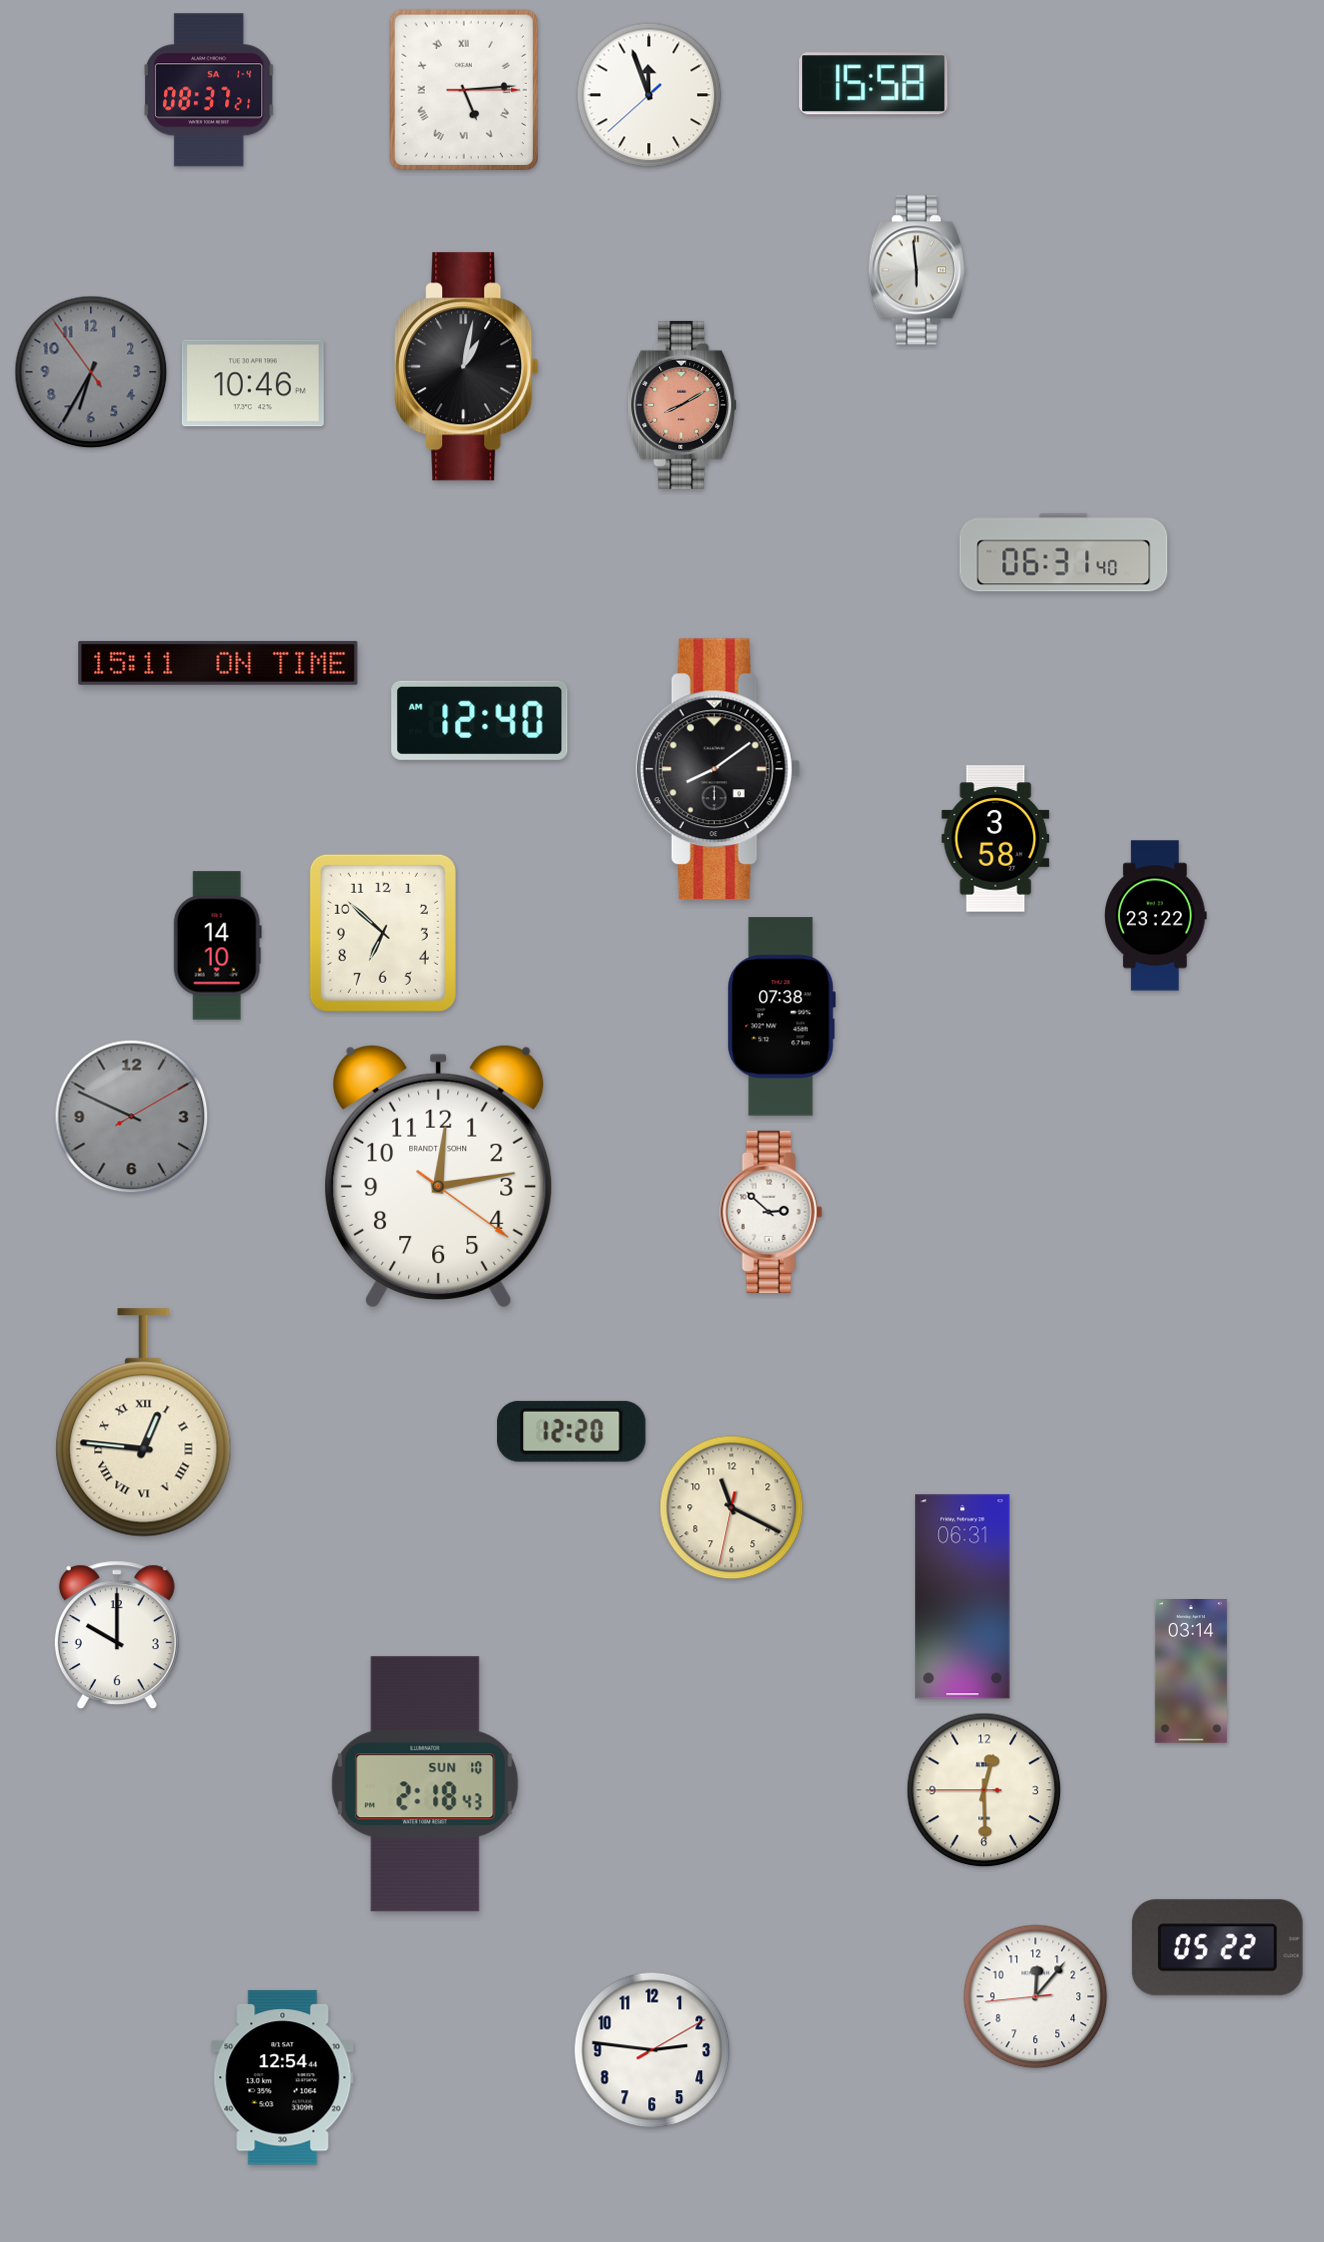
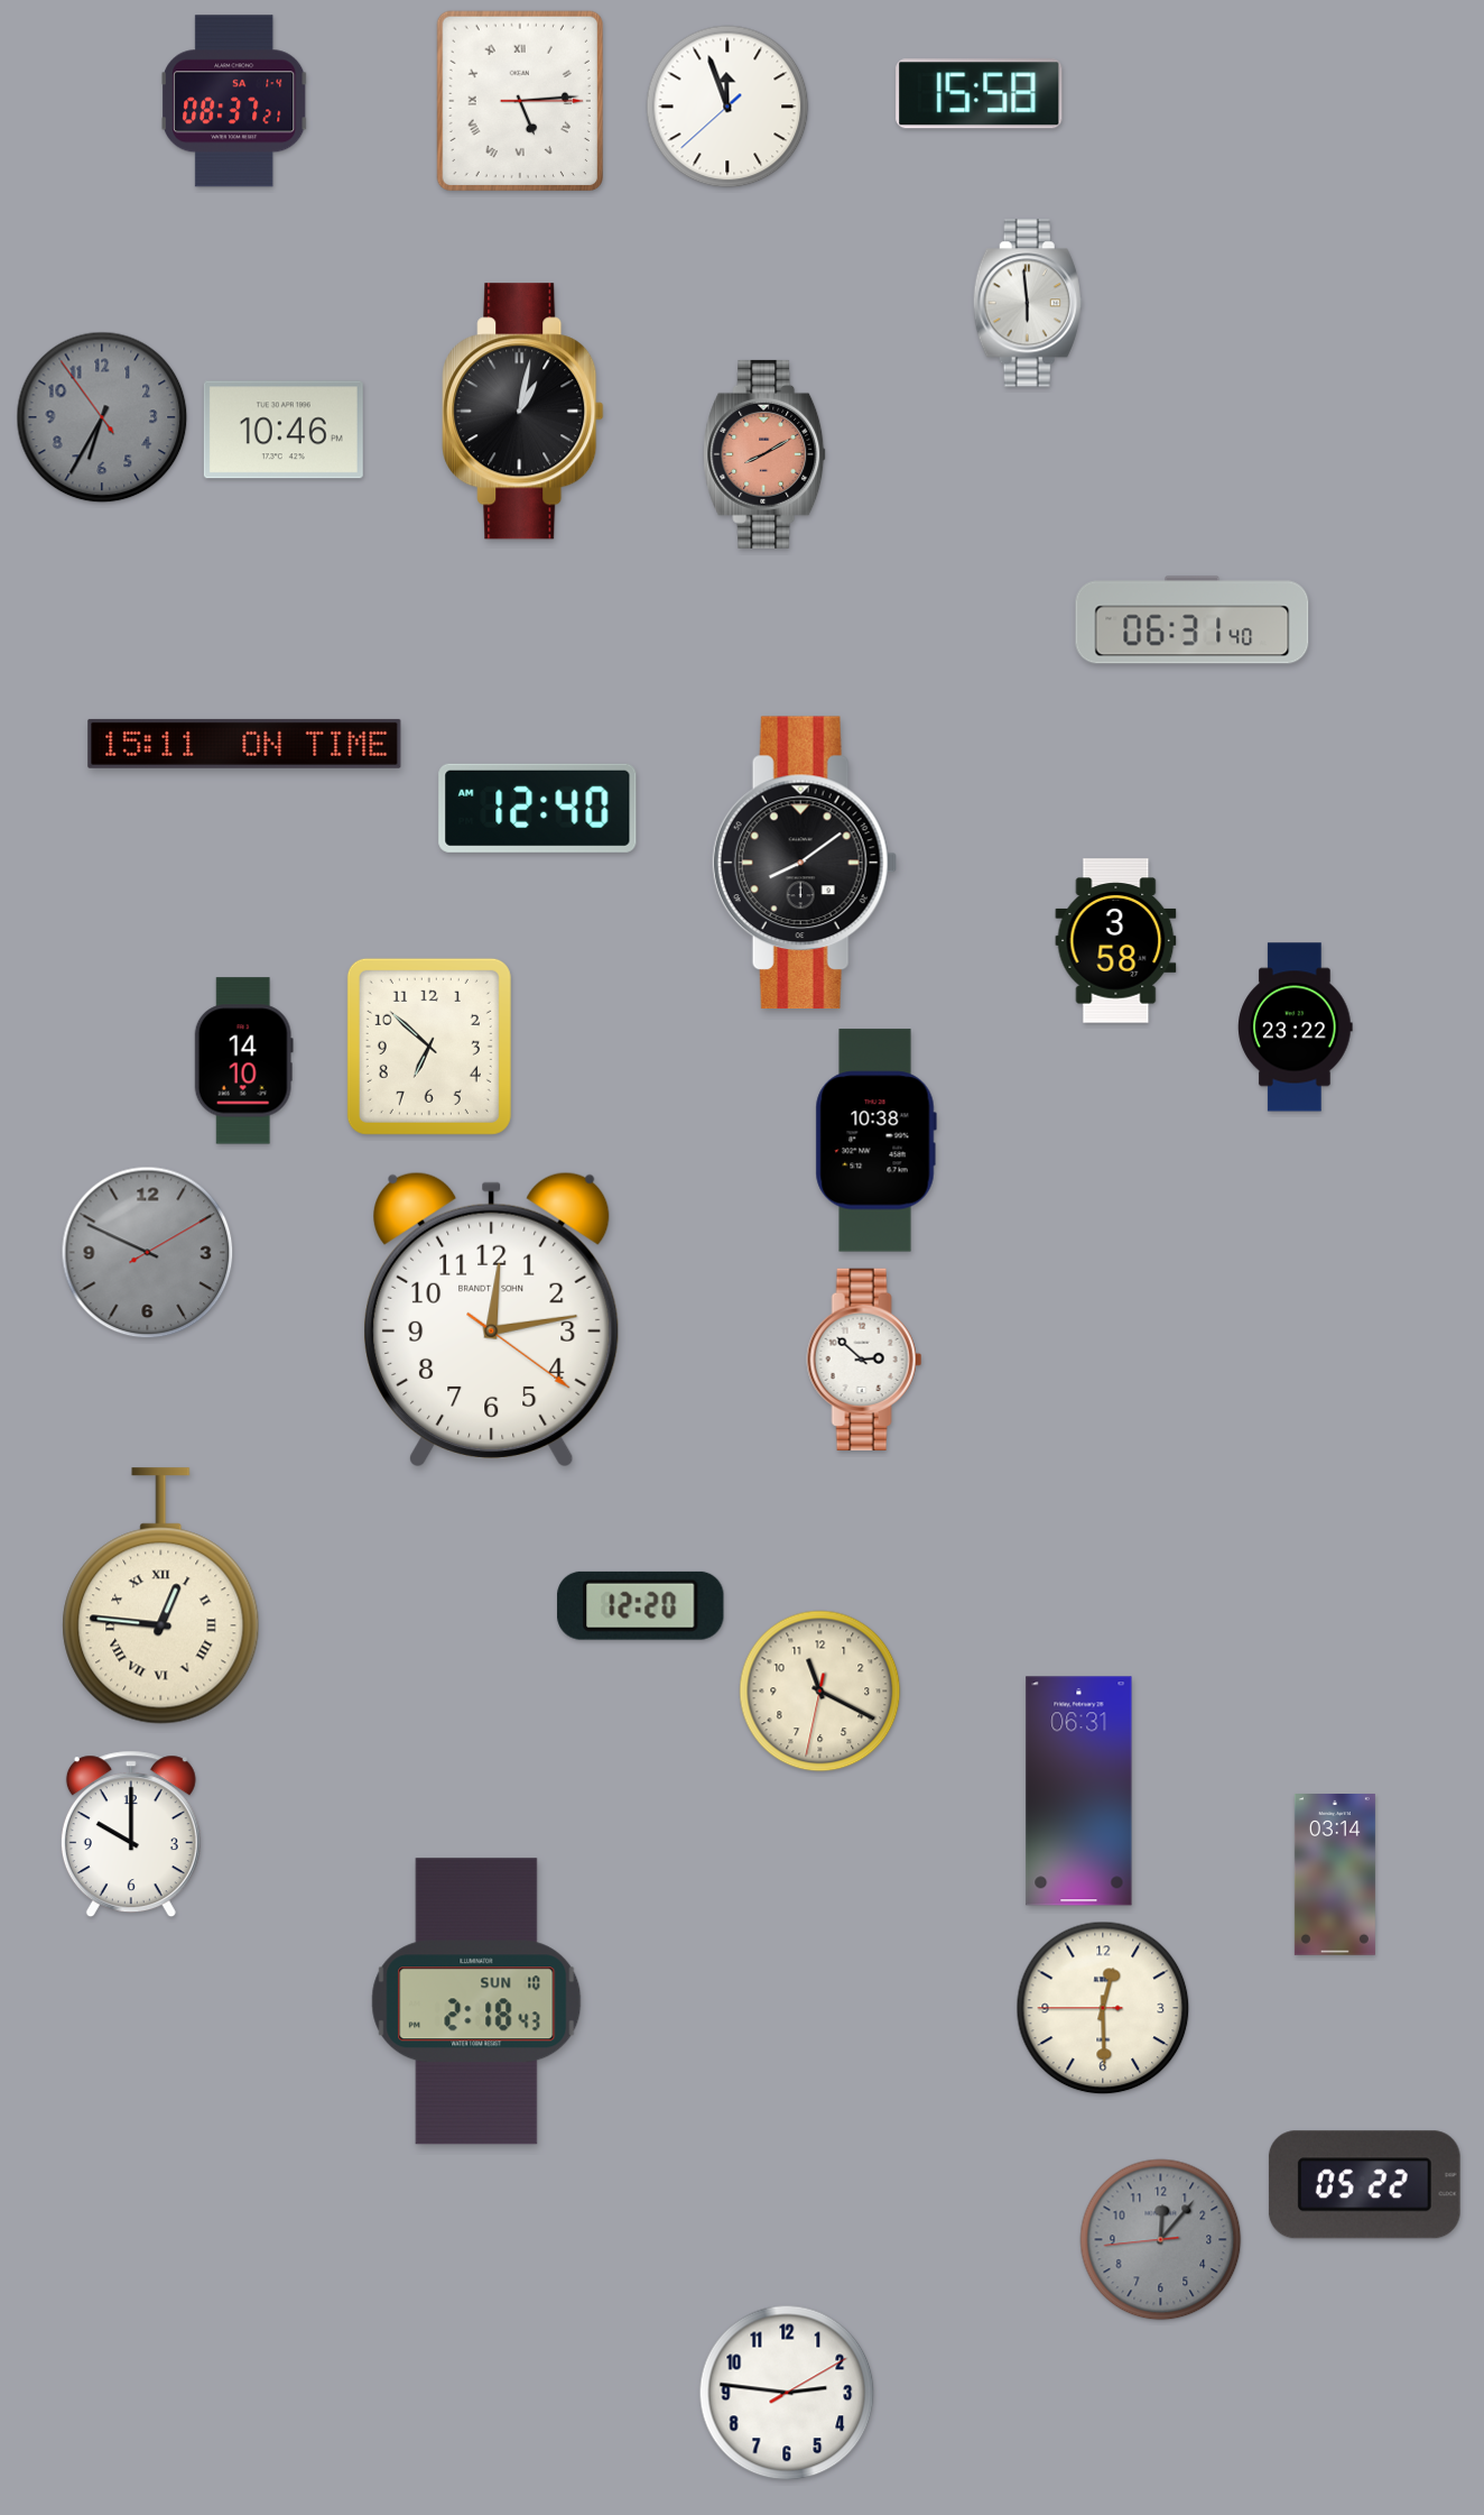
clock at (781, 1017): 07:38 -> 10:38
clock at (1036, 1997) dial: white -> grey
clock at (652, 2050) position: (652, 2050) -> (787, 2393)
clock at (283, 2078): 12:54 -> none
